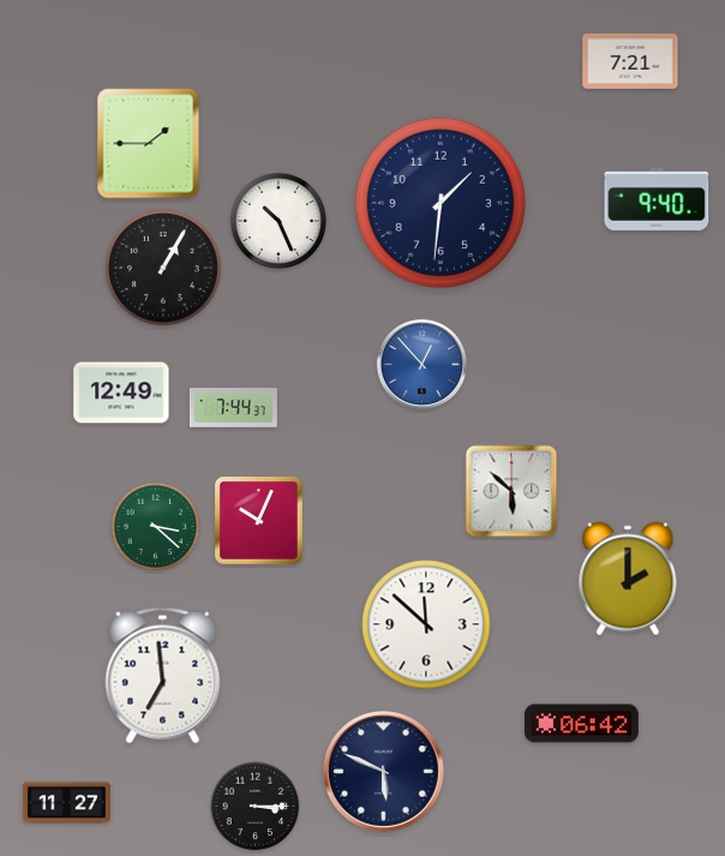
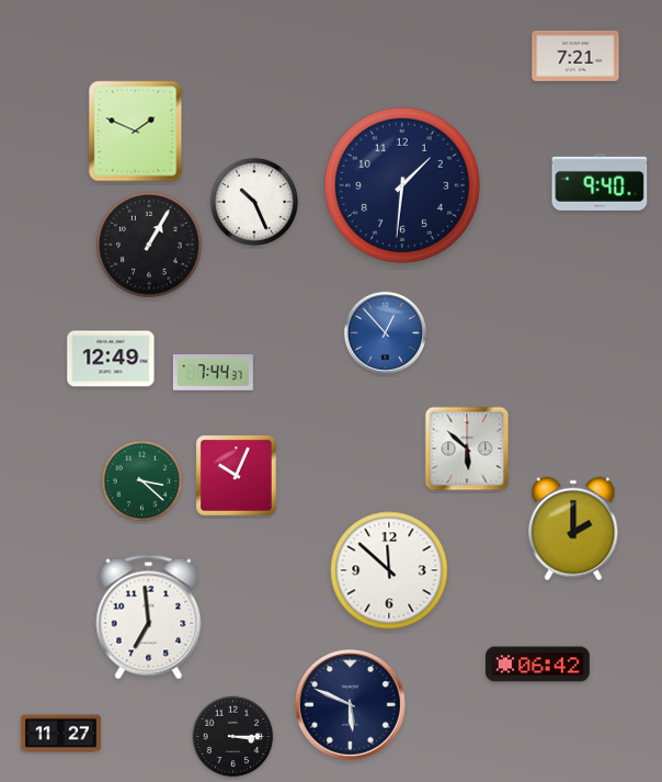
clock at (149, 144): 1:45 -> 1:49
clock at (582, 724) position: (582, 724) -> (538, 665)
